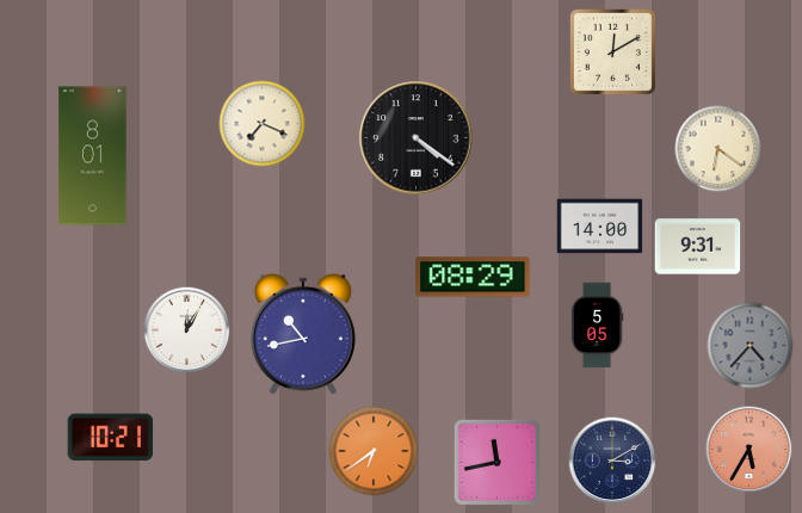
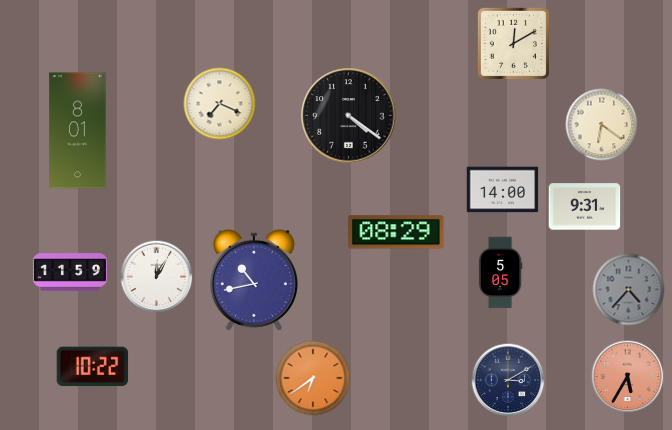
clock at (70, 272): none -> 11:59
clock at (111, 438): 10:21 -> 10:22
clock at (612, 461) position: (612, 461) -> (508, 380)
clock at (496, 462): 11:43 -> none
